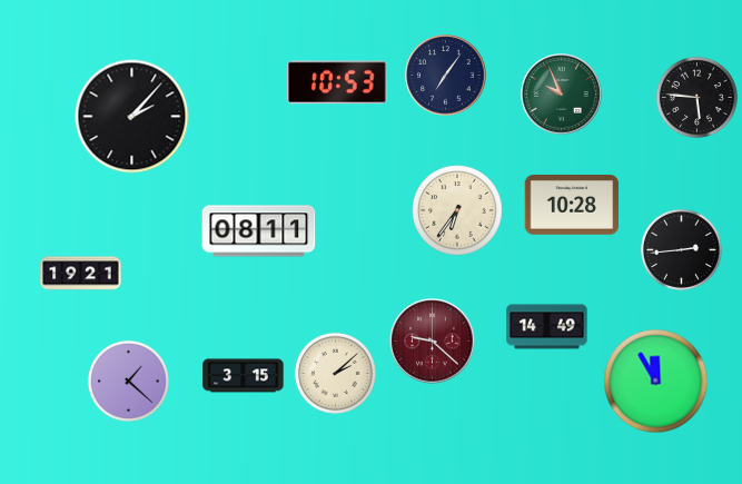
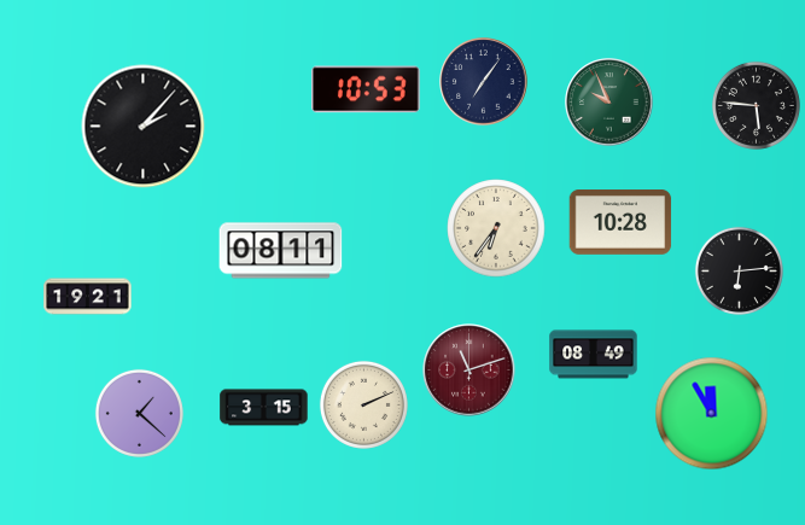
clock at (681, 249): 2:44 -> 6:14
clock at (547, 327): 14:49 -> 08:49
clock at (433, 342): 9:22 -> 11:12
clock at (335, 373): 2:08 -> 2:11
